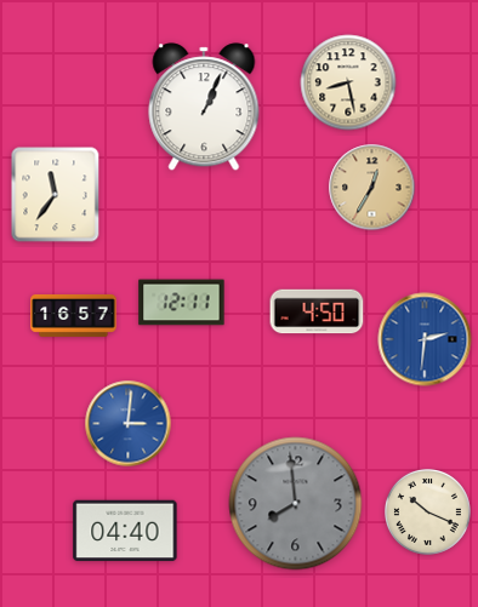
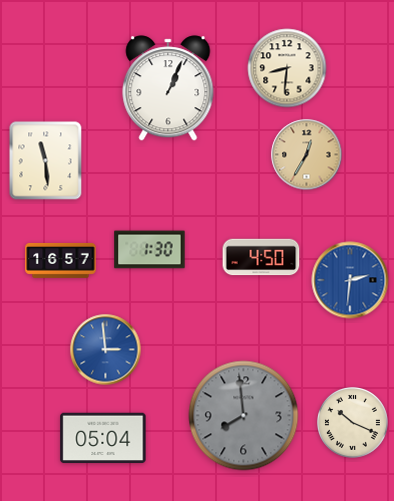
clock at (348, 82): 8:28 -> 8:31
clock at (56, 195): 11:36 -> 11:29
clock at (182, 303): 12:11 -> 1:30
clock at (129, 424): 3:01 -> 2:59
clock at (125, 531): 04:40 -> 05:04
